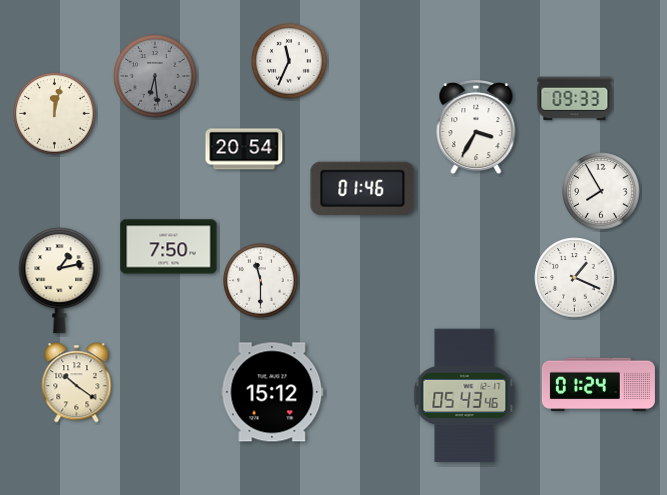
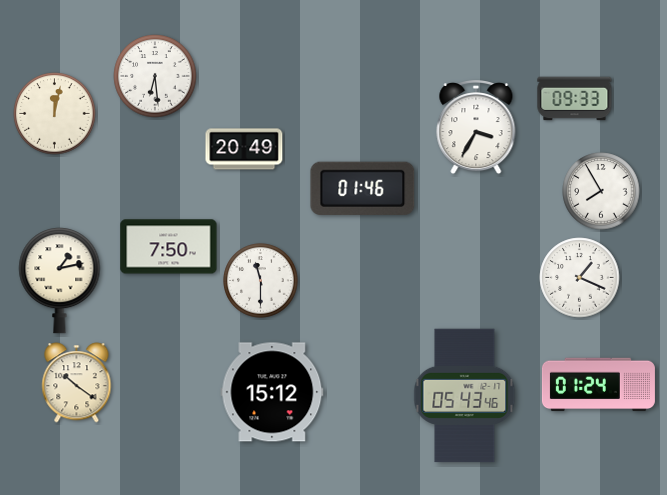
clock at (289, 61): 11:34 -> none
clock at (155, 76) dial: grey -> white
clock at (244, 149): 20:54 -> 20:49
clock at (575, 278) position: (575, 278) -> (580, 278)
